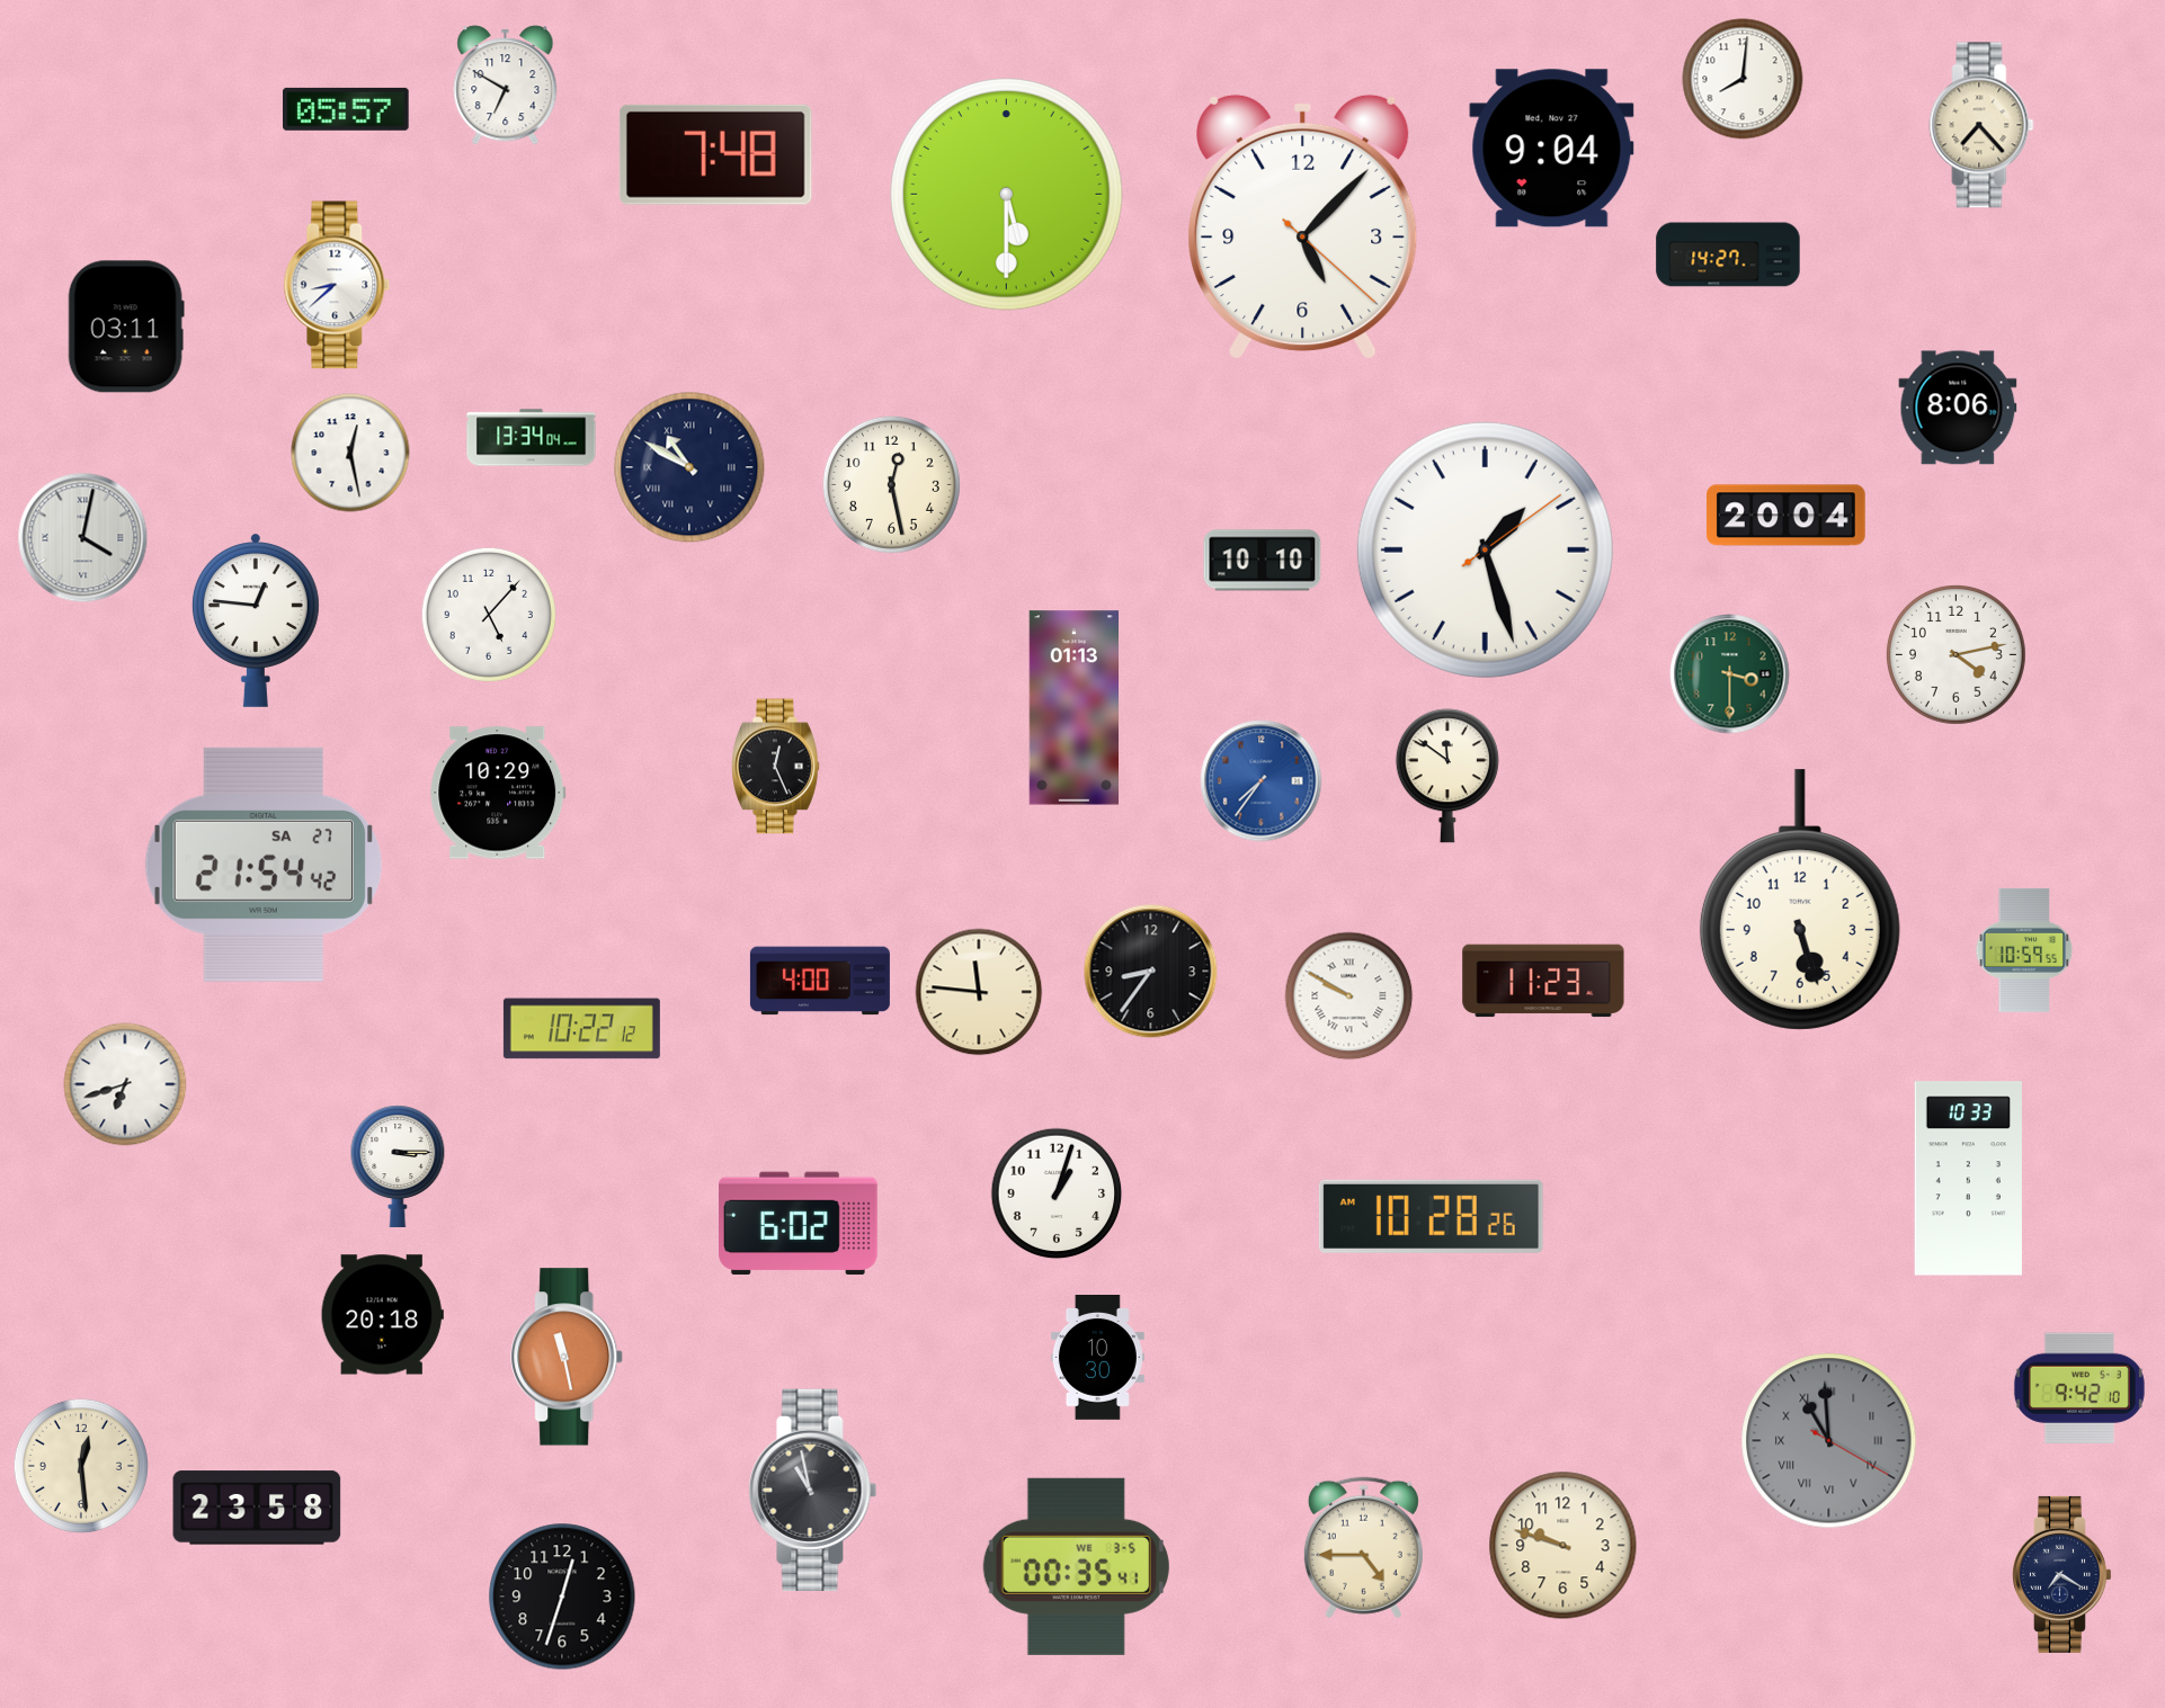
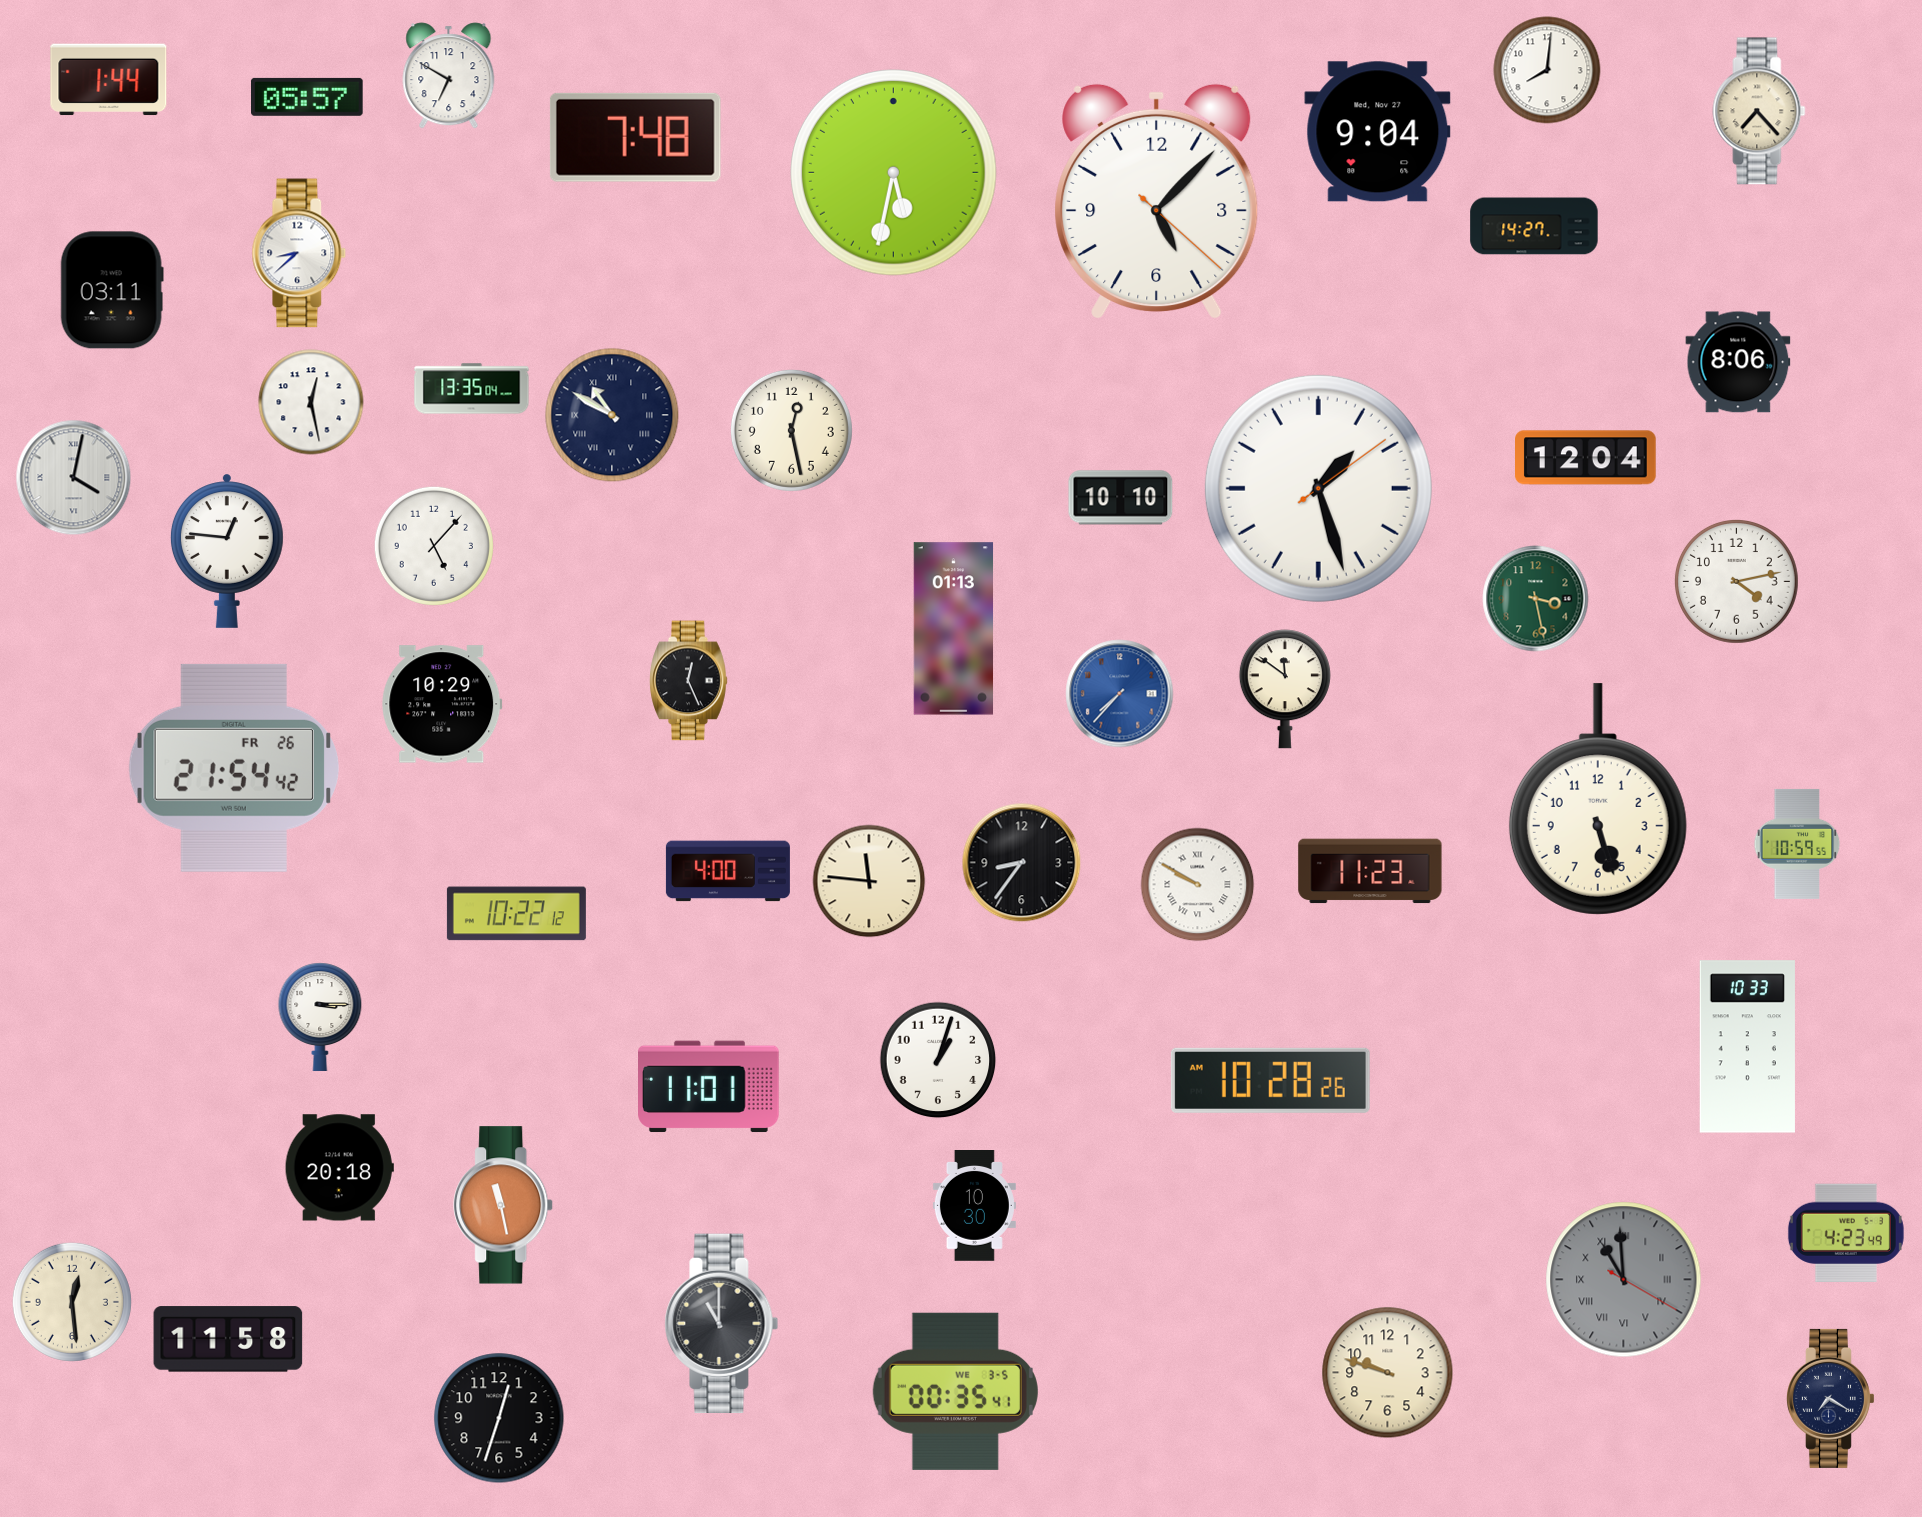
clock at (109, 80): none -> 1:44
clock at (1007, 195): 5:30 -> 5:32
clock at (532, 438): 13:34 -> 13:35
clock at (1787, 516): 20:04 -> 12:04
clock at (1730, 674): 3:30 -> 3:28
clock at (1262, 781): 7:36 -> 7:37
clock at (262, 865) date: SA 27 -> FR 26
clock at (125, 1084): 6:42 -> none
clock at (398, 1166) position: (398, 1166) -> (320, 1017)
clock at (799, 1224): 6:02 -> 11:01
clock at (2079, 1387): 9:42 -> 4:23
clock at (813, 1491): 10:58 -> 11:00
clock at (257, 1508): 23:58 -> 11:58
clock at (1363, 1548): 4:45 -> none
